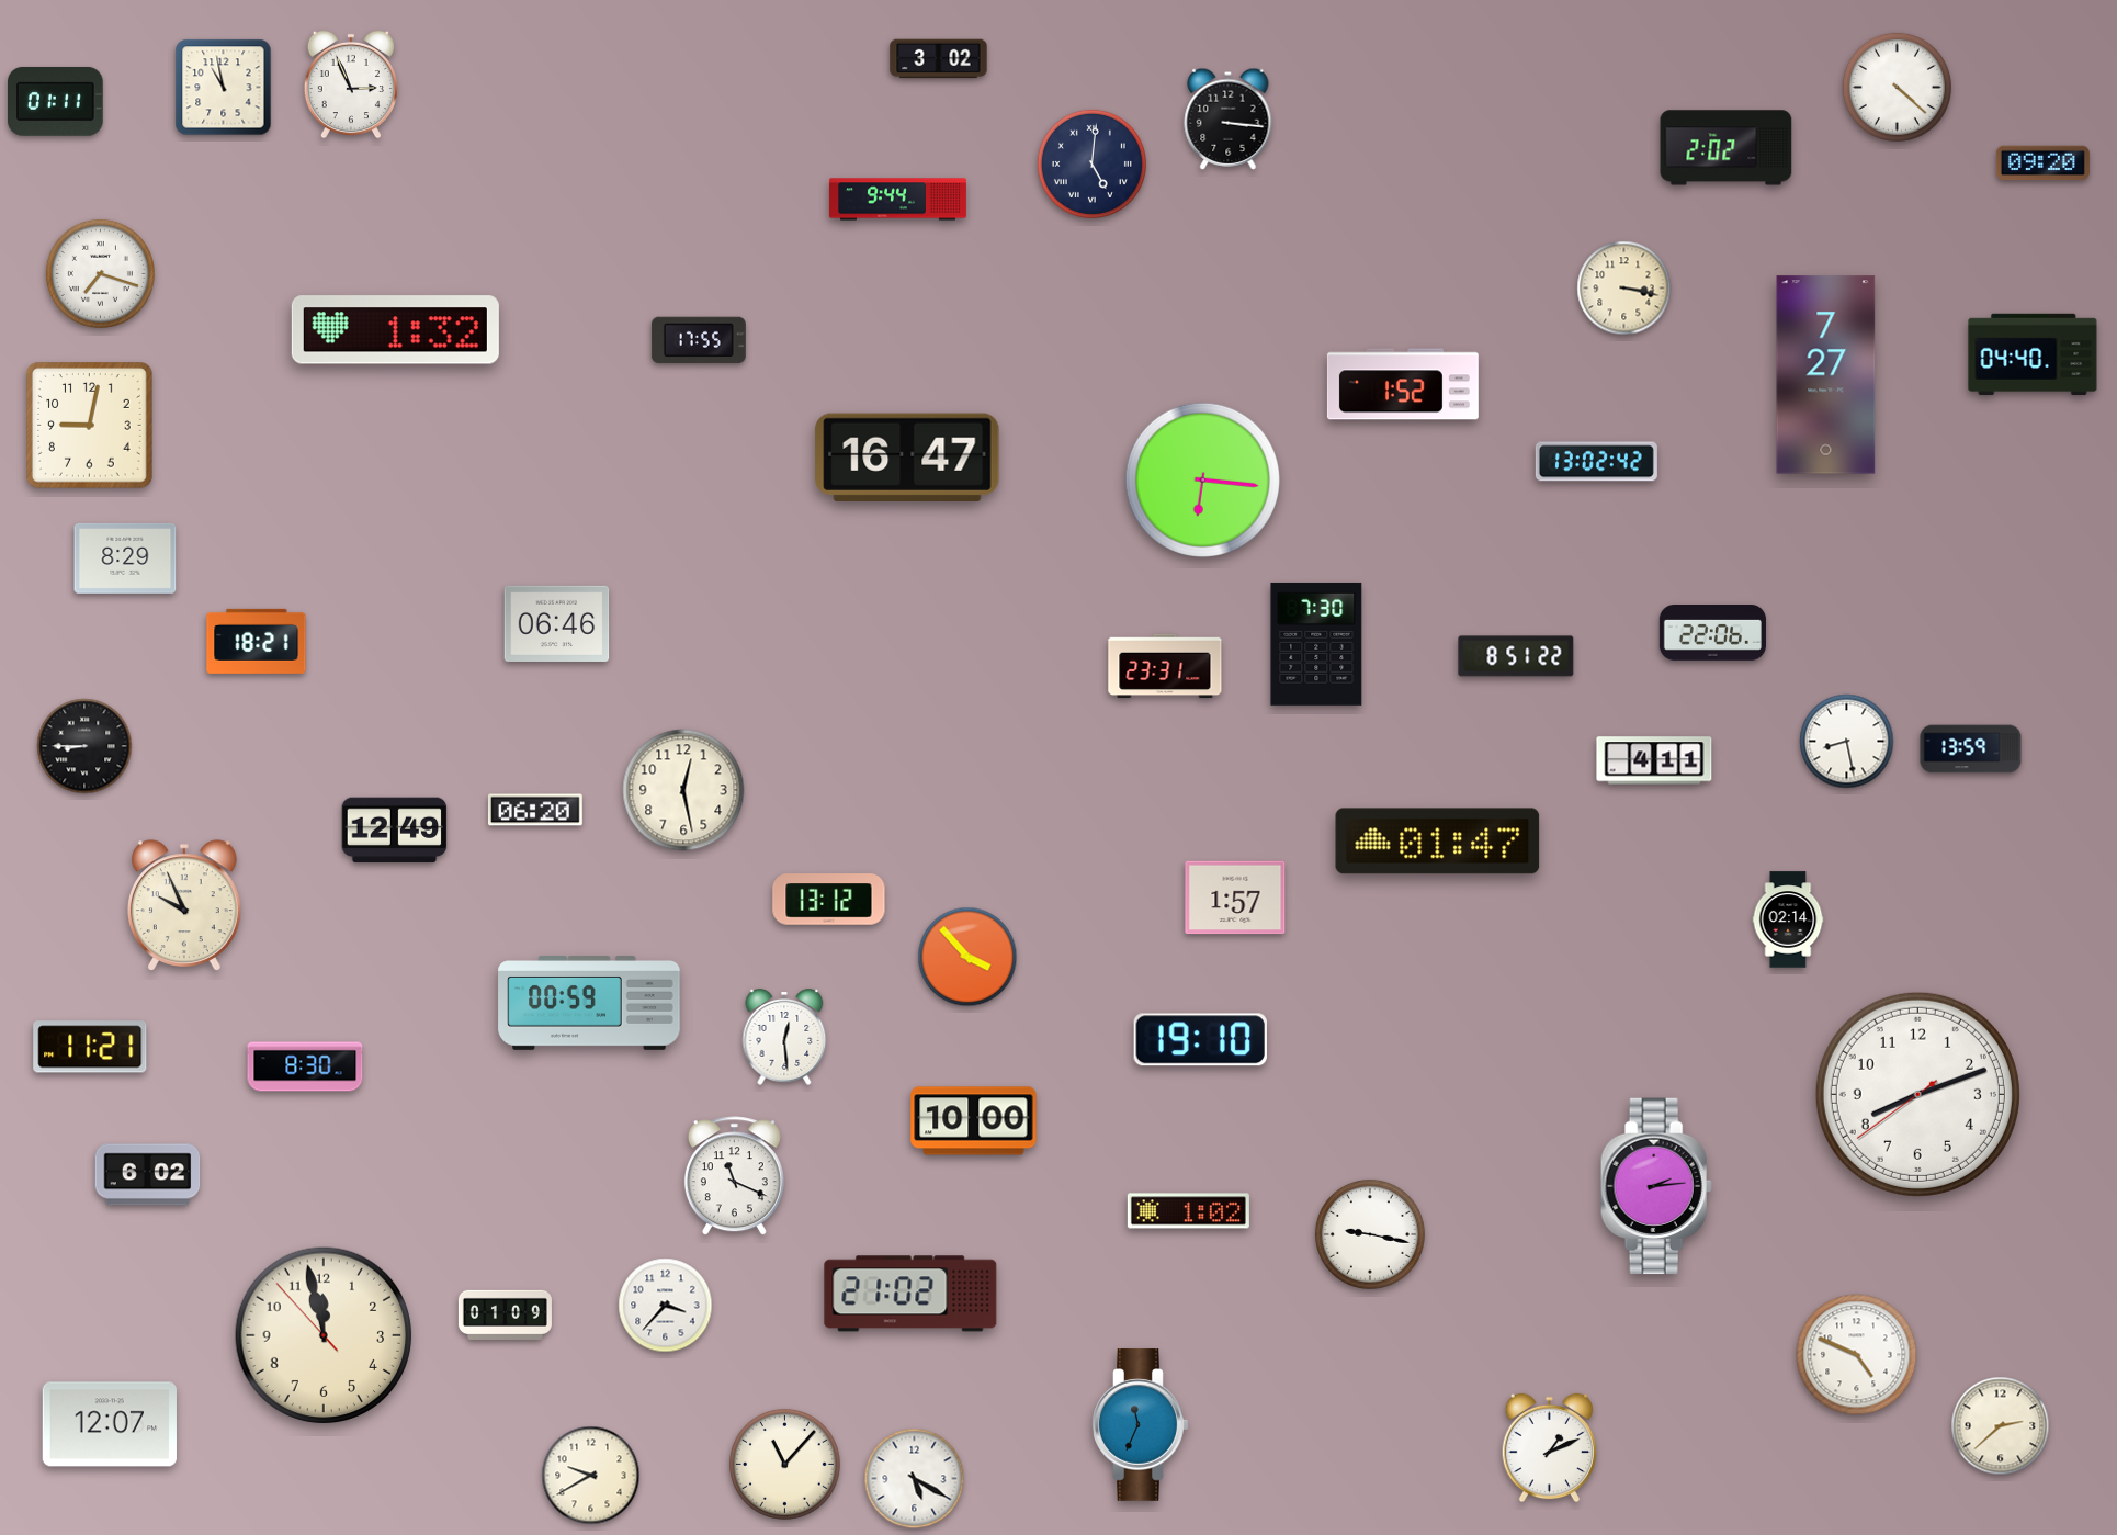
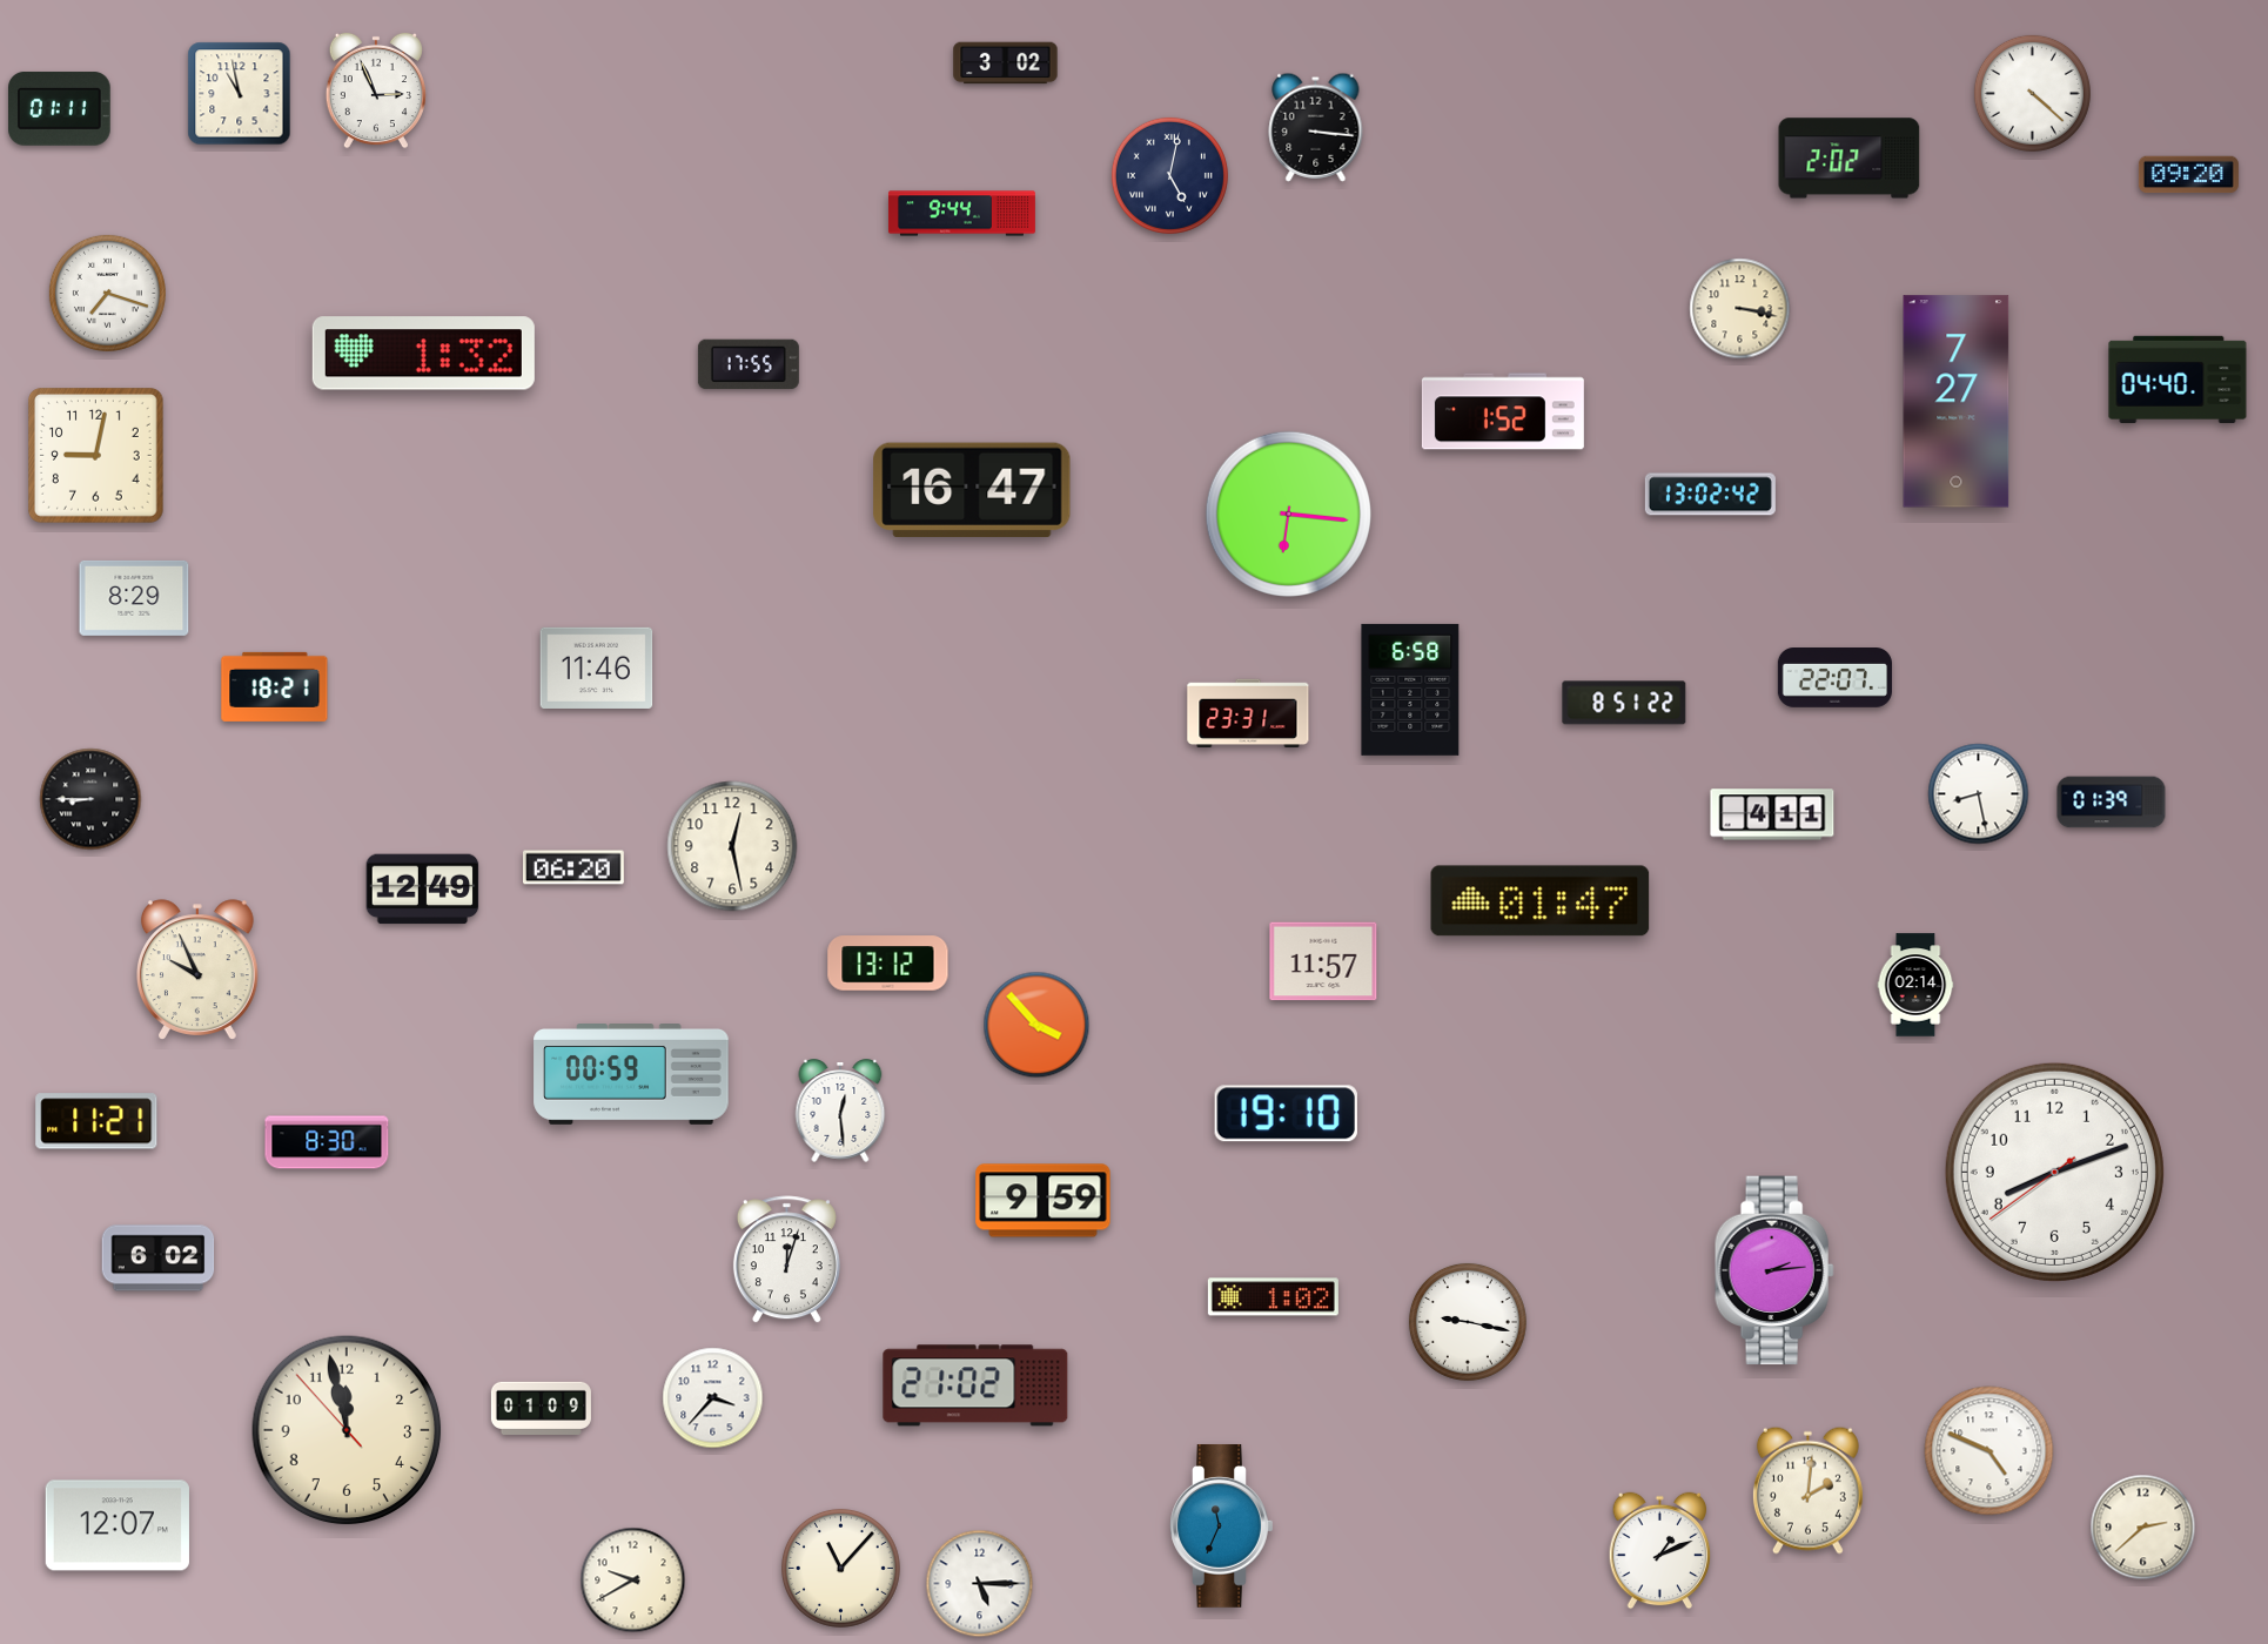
clock at (1091, 163): 5:01 -> 5:02
clock at (557, 623): 06:46 -> 11:46
clock at (1712, 633): 22:06 -> 22:07
clock at (1316, 644): 7:30 -> 6:58
clock at (1971, 749): 13:59 -> 01:39
clock at (1235, 898): 1:57 -> 11:57
clock at (974, 1121): 10:00 -> 9:59
clock at (734, 1176): 11:19 -> 12:03
clock at (1807, 1490): none -> 2:01
clock at (915, 1479): 5:20 -> 5:15
